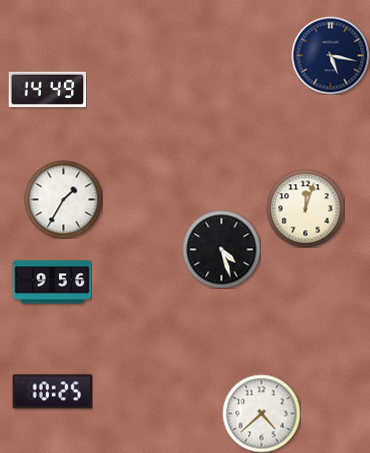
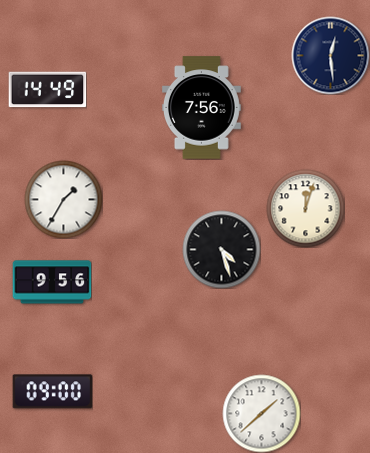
clock at (330, 55): 5:17 -> 12:29
clock at (201, 108): none -> 7:56
clock at (52, 392): 10:25 -> 09:00
clock at (261, 413): 4:38 -> 1:38
